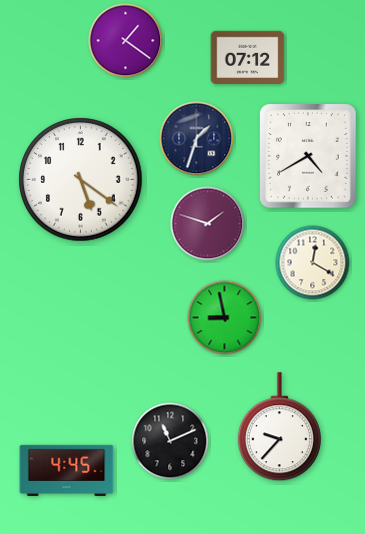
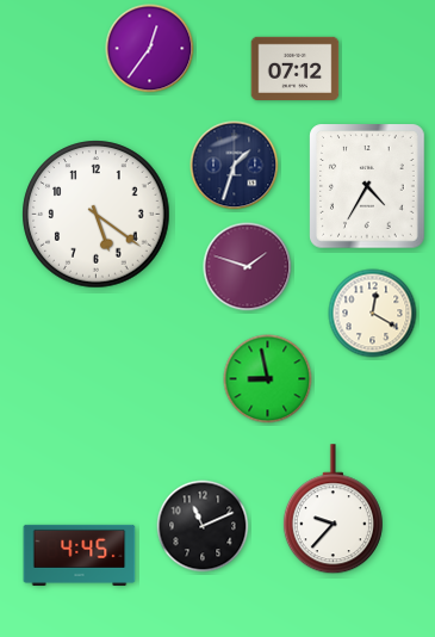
clock at (126, 41): 1:21 -> 12:36
clock at (308, 156): 4:40 -> 4:35
clock at (67, 470) position: (67, 470) -> (80, 555)
